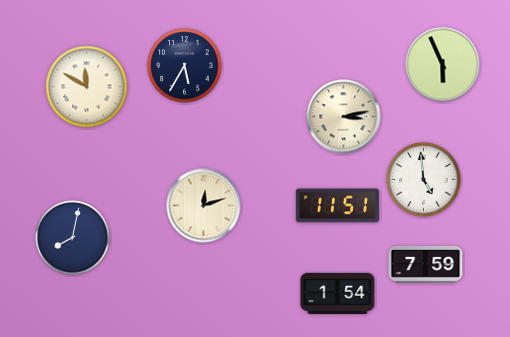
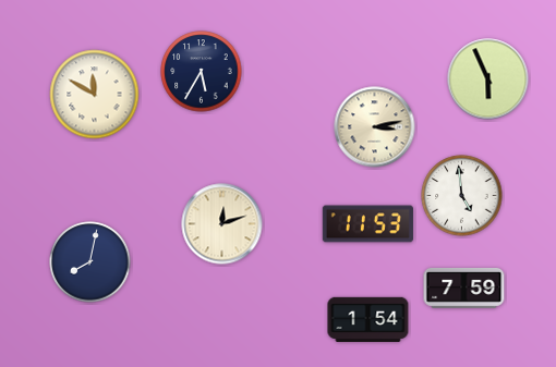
clock at (443, 65) position: (443, 65) -> (488, 79)
clock at (337, 206): 11:51 -> 11:53
clock at (73, 238) position: (73, 238) -> (90, 262)
